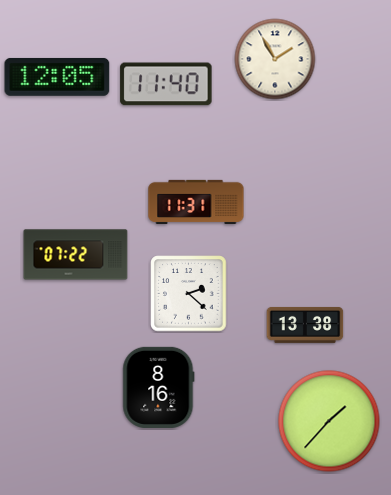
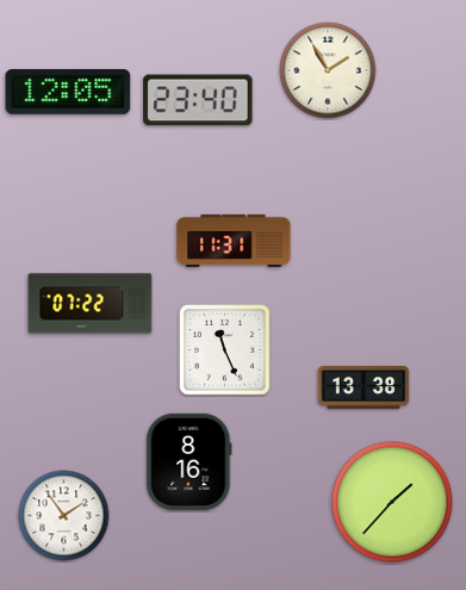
clock at (166, 84): 11:40 -> 23:40
clock at (189, 294): 2:22 -> 11:26
clock at (64, 516): none -> 1:54
